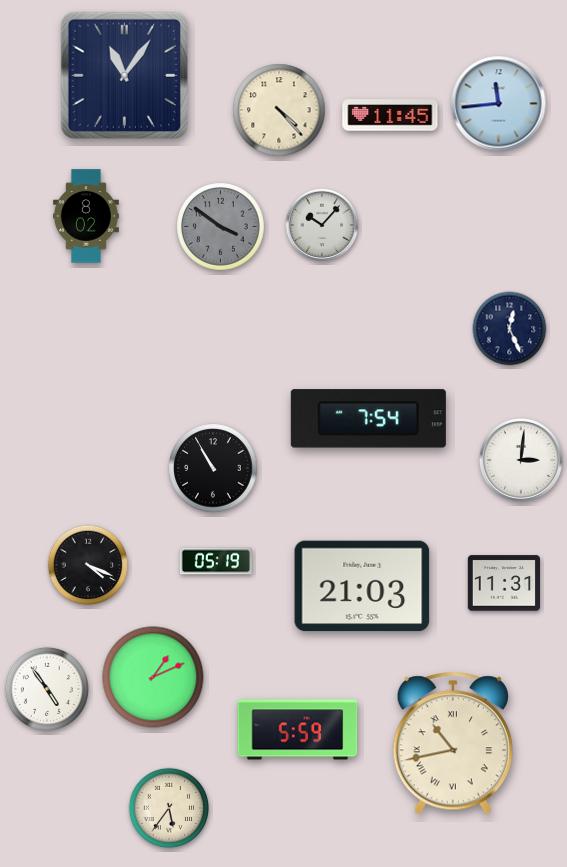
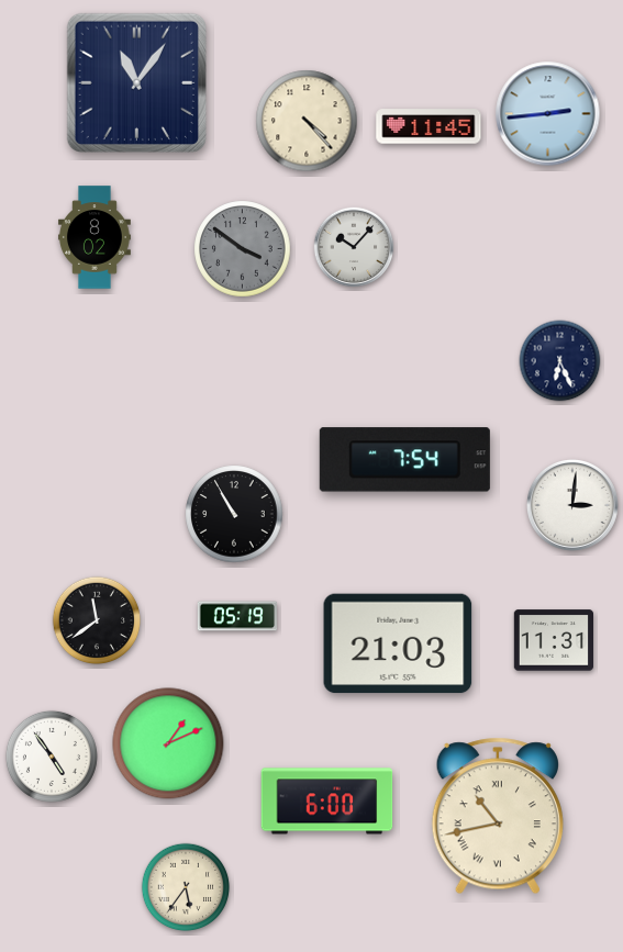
clock at (499, 104): 11:44 -> 2:44
clock at (510, 329): 12:26 -> 6:26
clock at (88, 565): 4:19 -> 11:39
clock at (298, 730): 5:59 -> 6:00
